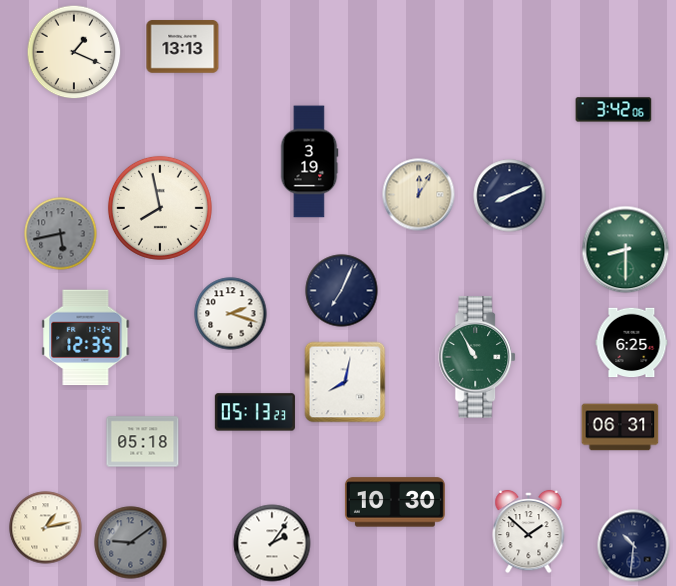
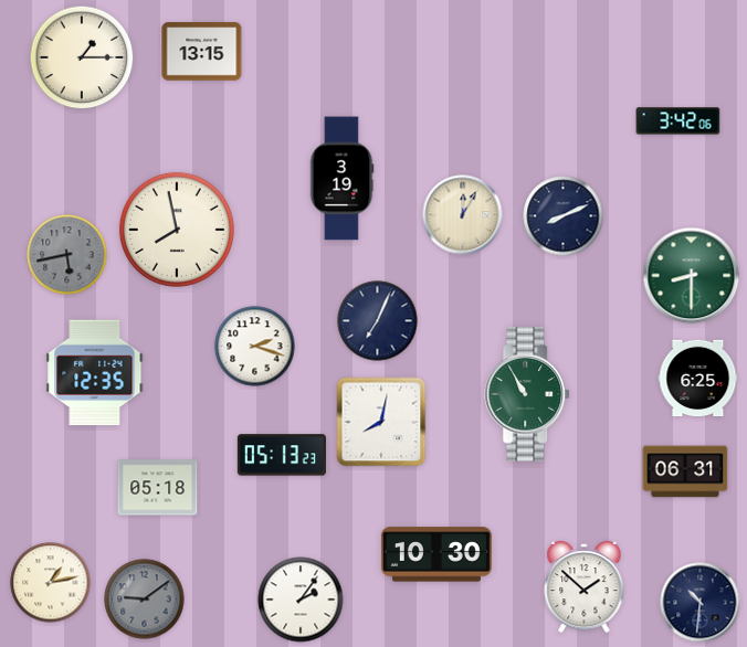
clock at (183, 47): 13:13 -> 13:15
clock at (74, 52): 1:19 -> 1:15
clock at (61, 234) position: (61, 234) -> (67, 255)
